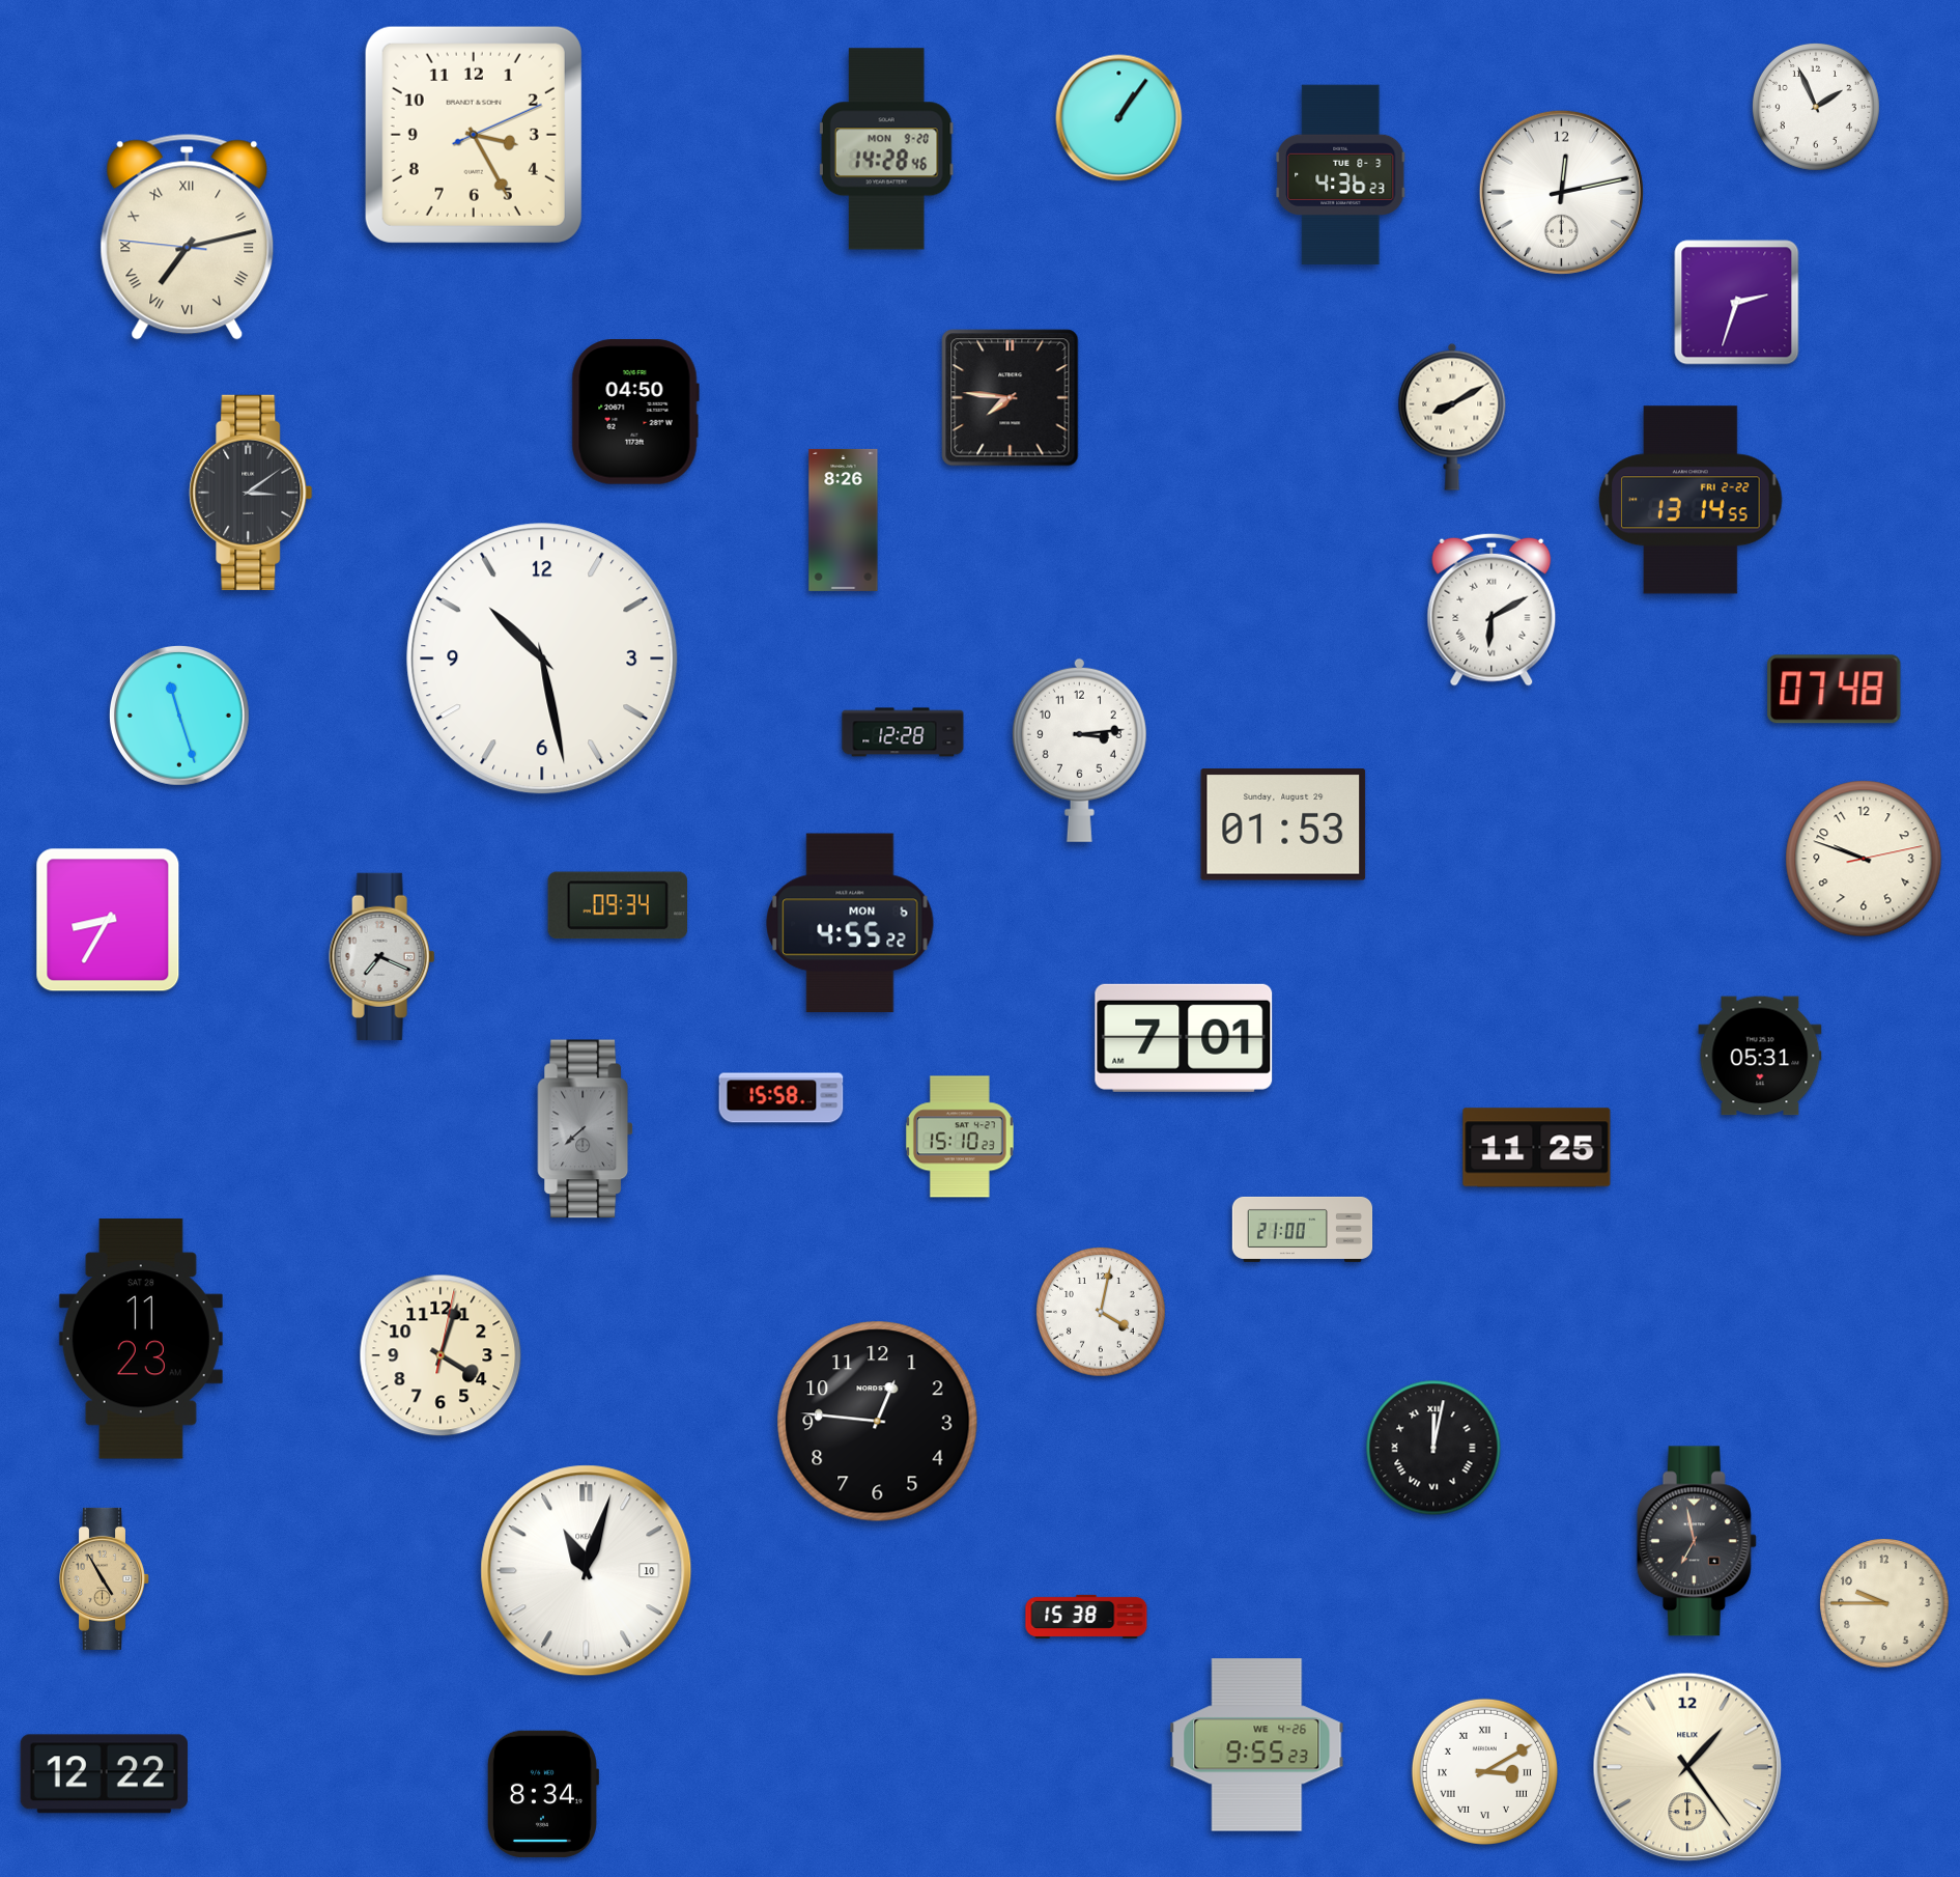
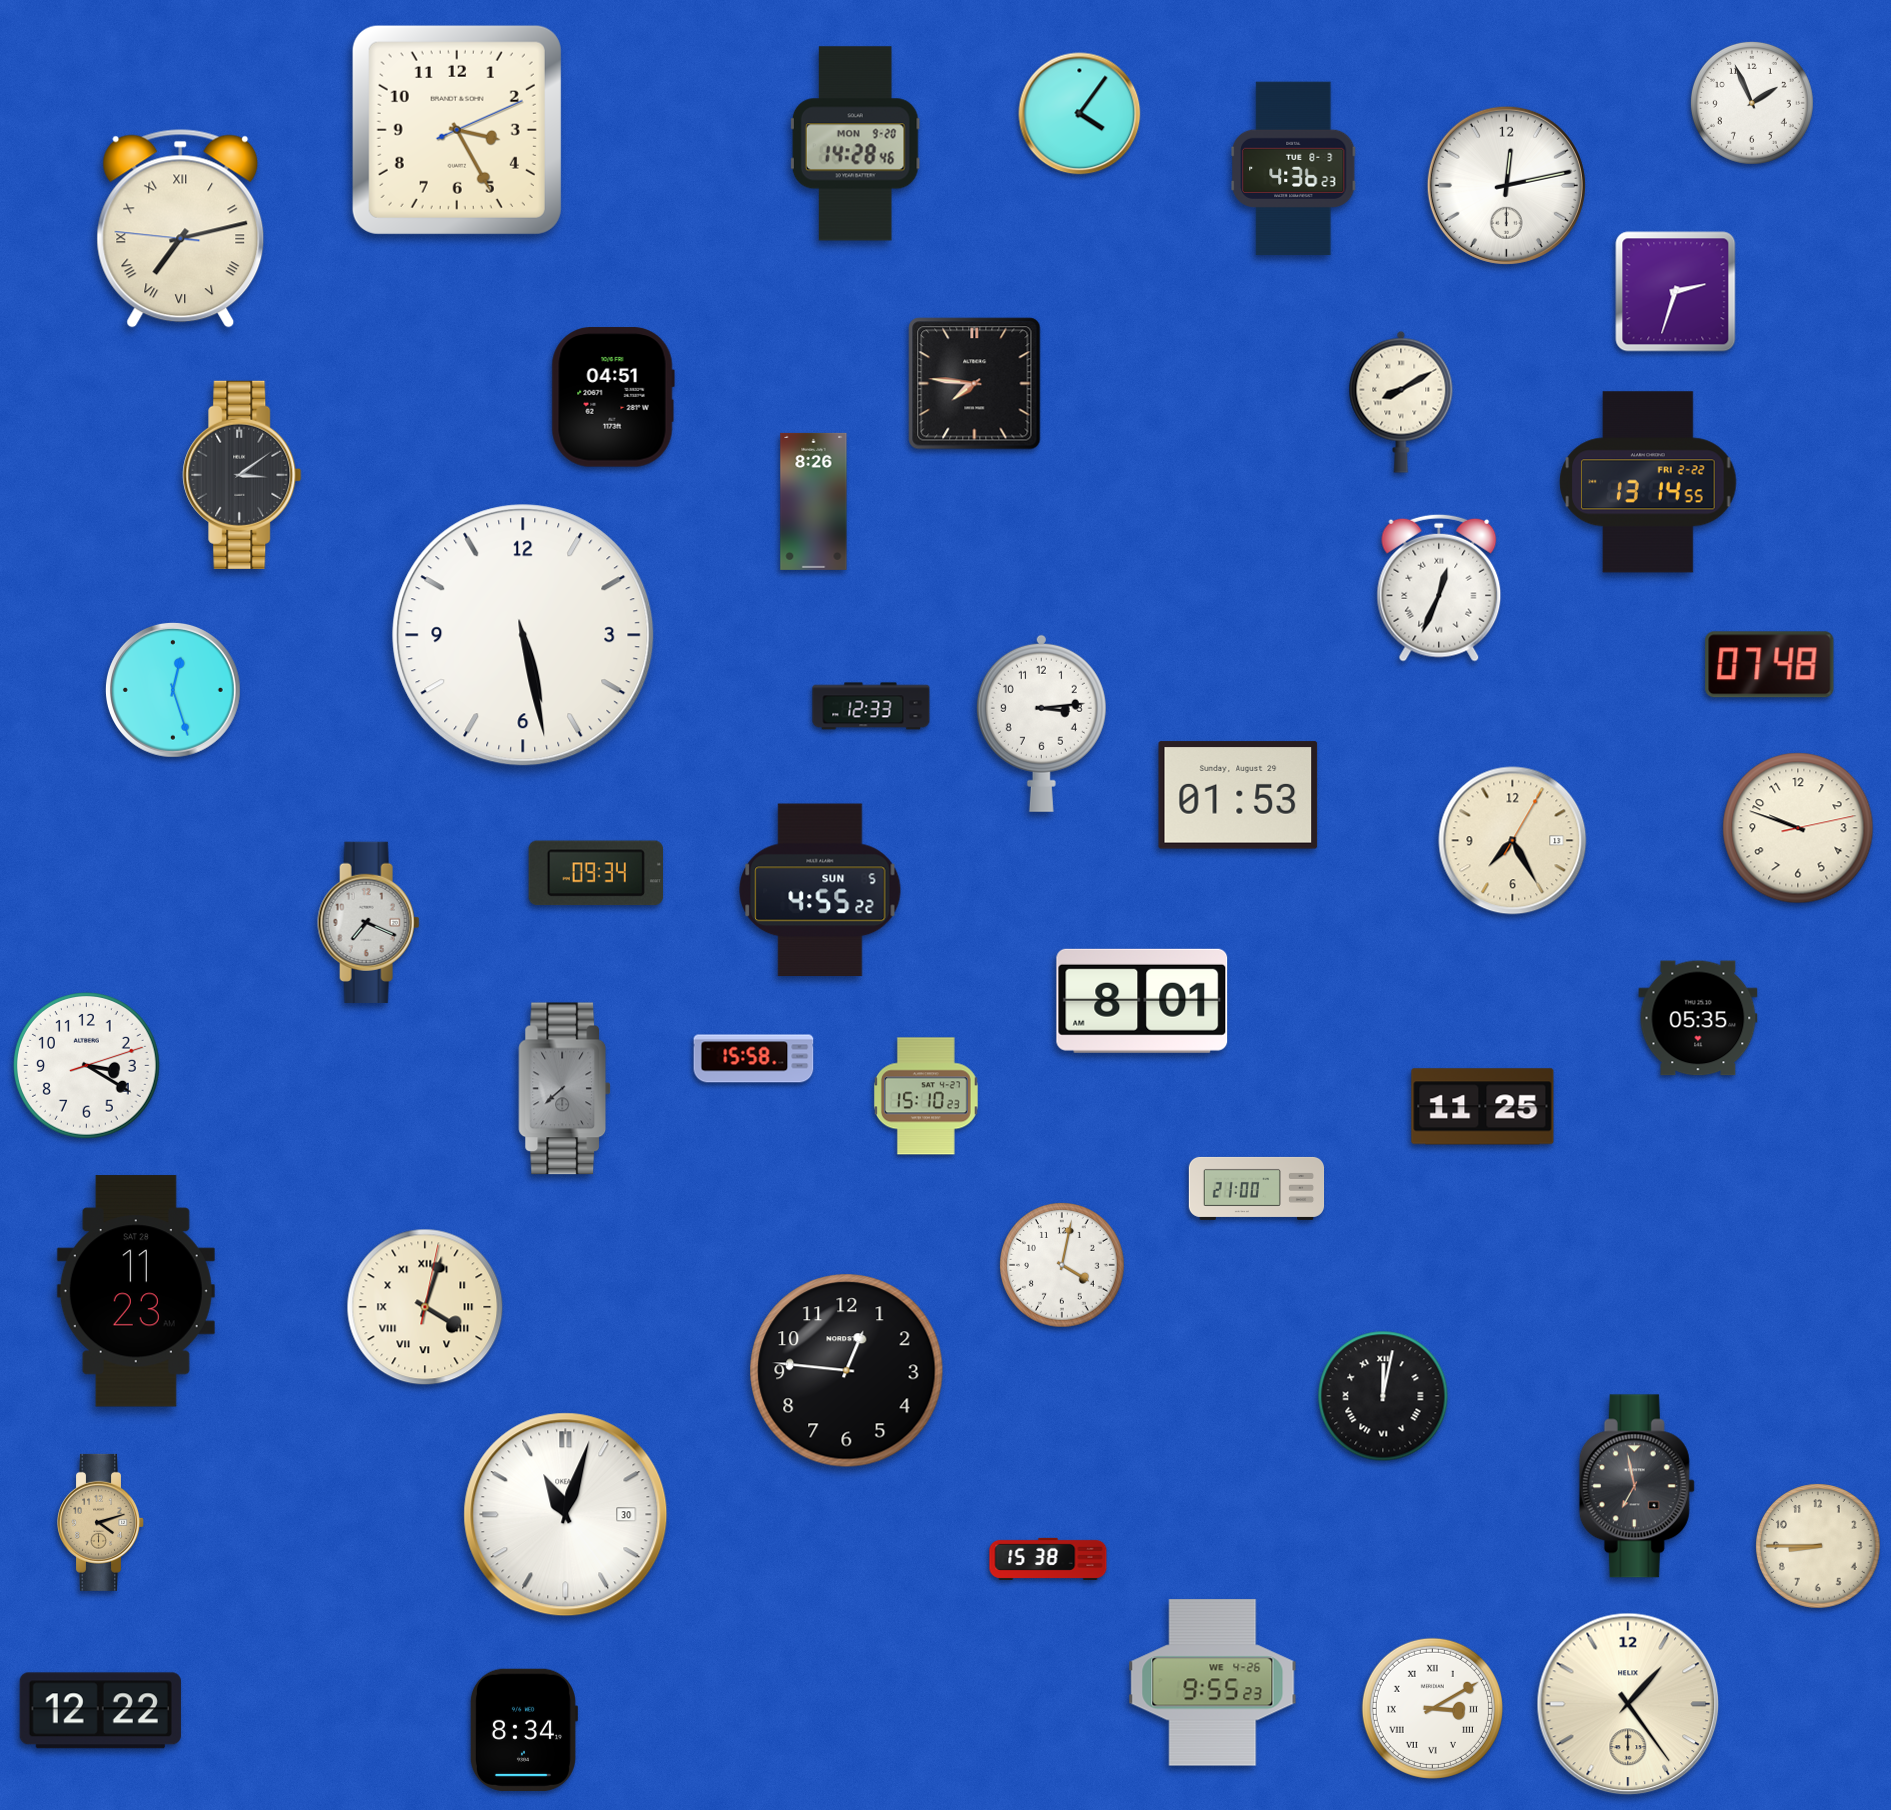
clock at (1119, 118): 1:06 -> 4:06
clock at (635, 412): 04:50 -> 04:51
clock at (1691, 500) position: (1691, 500) -> (1648, 482)
clock at (1492, 610): 6:10 -> 12:34
clock at (542, 659): 10:28 -> 5:28
clock at (179, 716): 11:27 -> 12:27
clock at (903, 732): 12:28 -> 12:33
clock at (1513, 841): none -> 7:25
clock at (108, 920): 8:35 -> none
clock at (850, 923) date: MON 6 -> SUN 5
clock at (1184, 1038): 7:01 -> 8:01
clock at (1760, 1056): 05:31 -> 05:35
clock at (87, 1066): none -> 3:20
clock at (1303, 1229) position: (1303, 1229) -> (1257, 1188)
clock at (441, 1355) numerals: Arabic -> Roman
clock at (587, 1571) date: 10 -> 30
clock at (105, 1578): 4:55 -> 4:12
clock at (1884, 1603): 9:45 -> 8:45
